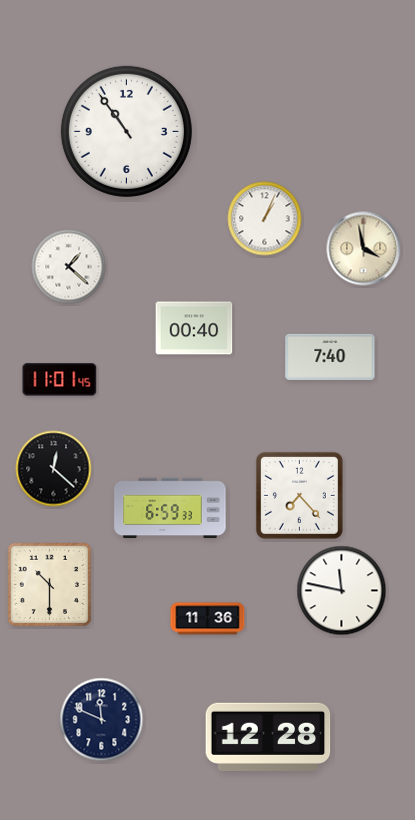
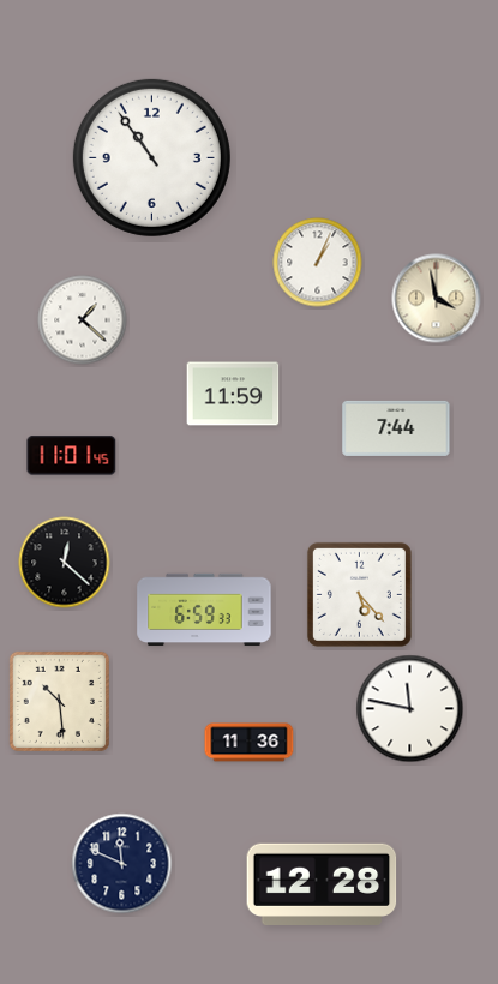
clock at (194, 328): 00:40 -> 11:59
clock at (330, 357): 7:40 -> 7:44
clock at (299, 495): 7:23 -> 5:23
clock at (49, 584): 10:30 -> 10:29
